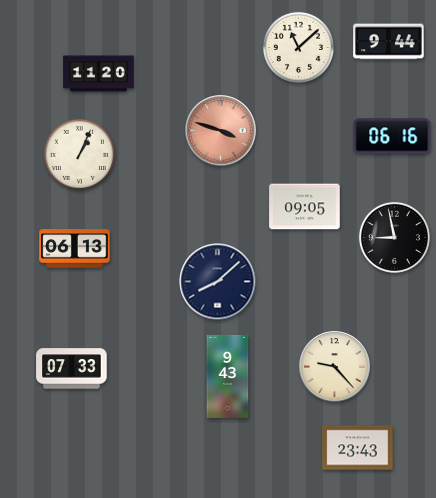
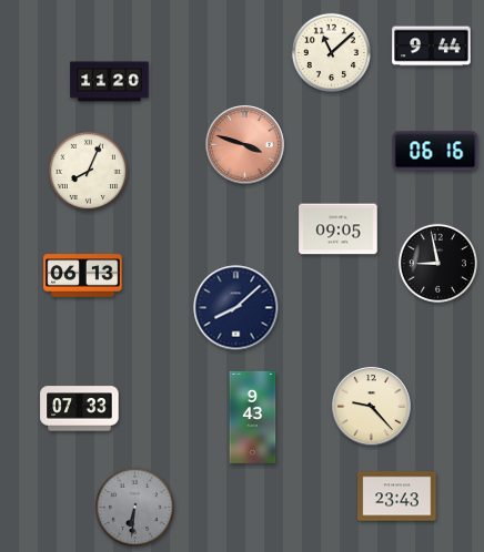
clock at (79, 154): 1:04 -> 8:04
clock at (218, 282) position: (218, 282) -> (236, 308)
clock at (134, 507): none -> 6:31
